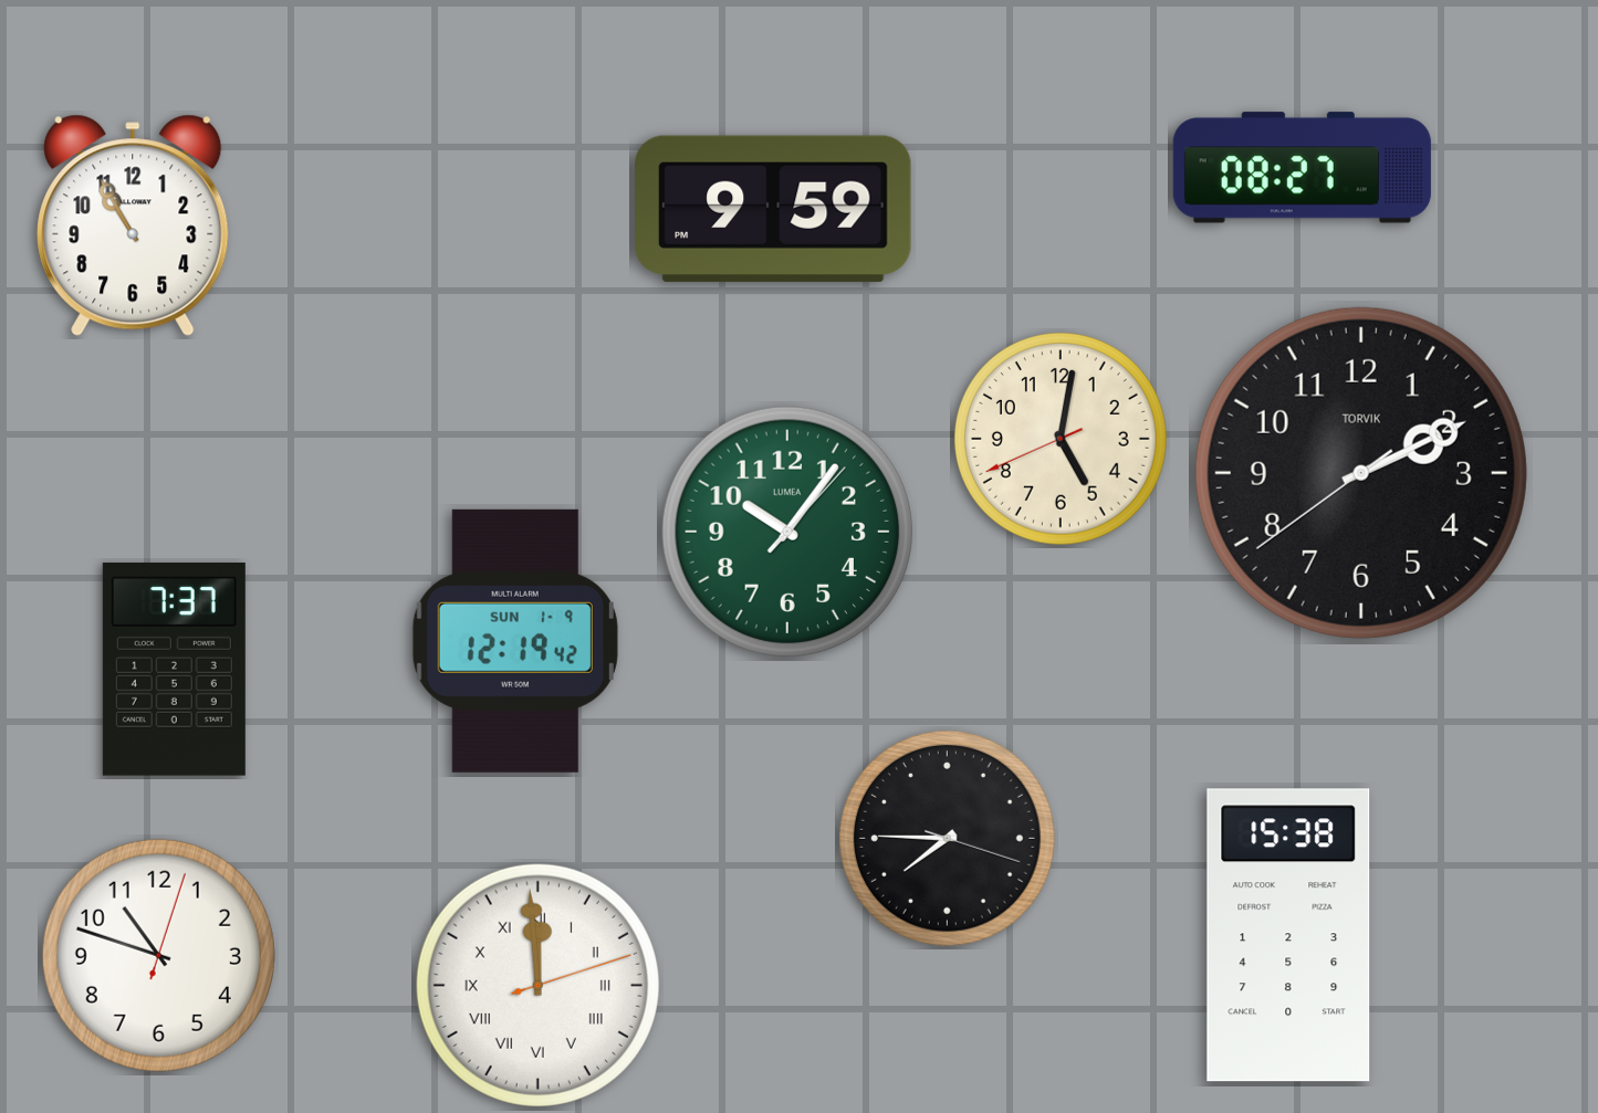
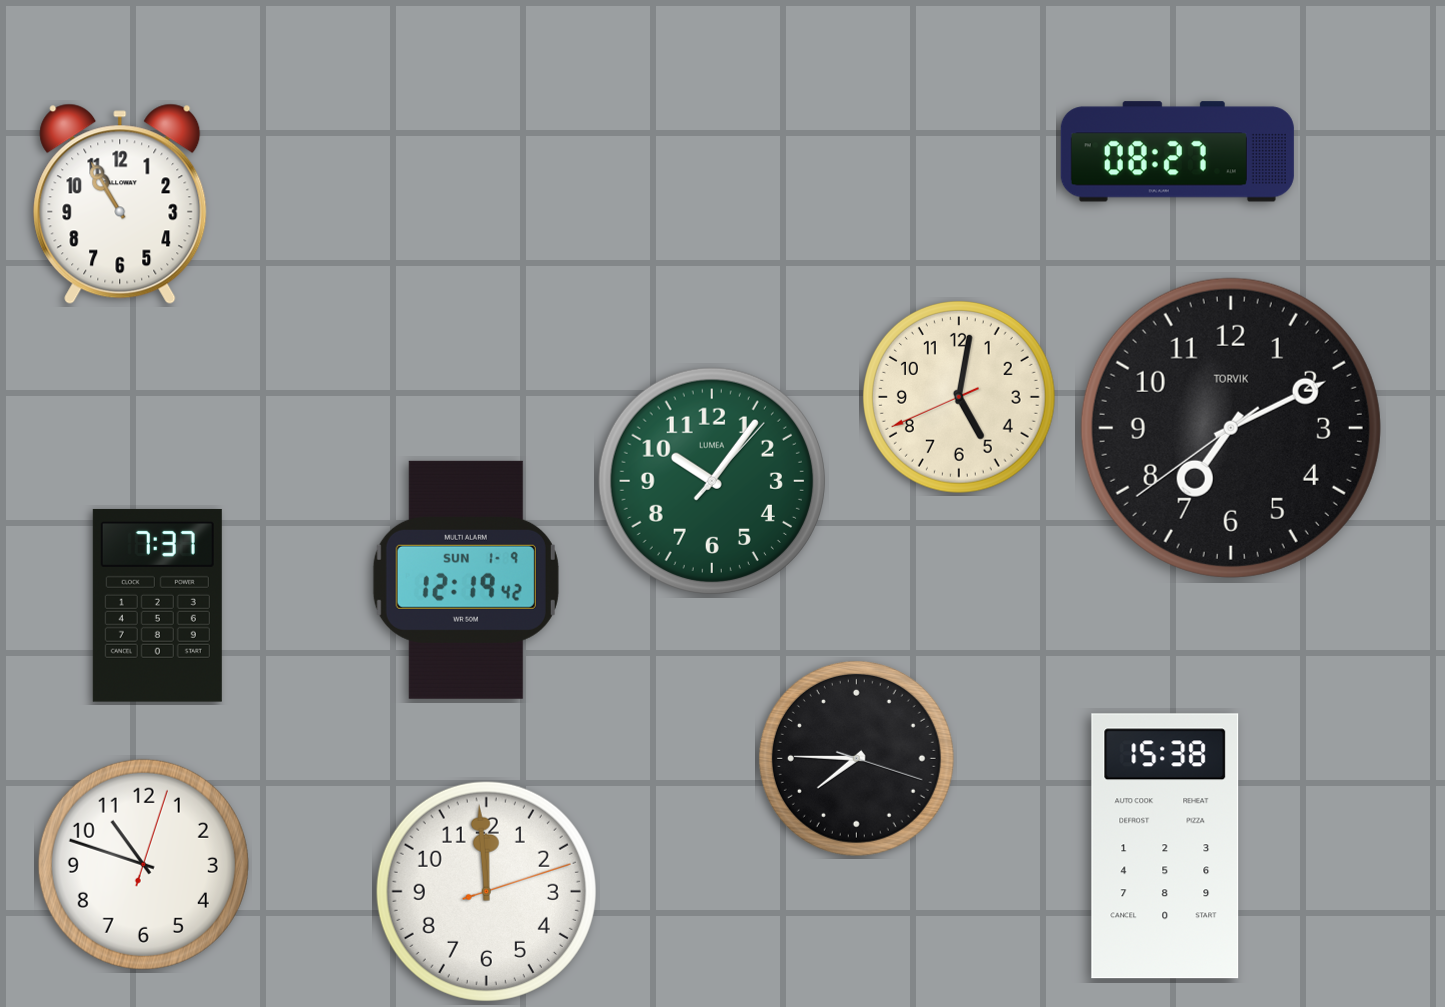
clock at (774, 209): 9:59 -> none
clock at (1361, 473): 2:10 -> 7:10
clock at (537, 985) numerals: Roman -> Arabic
